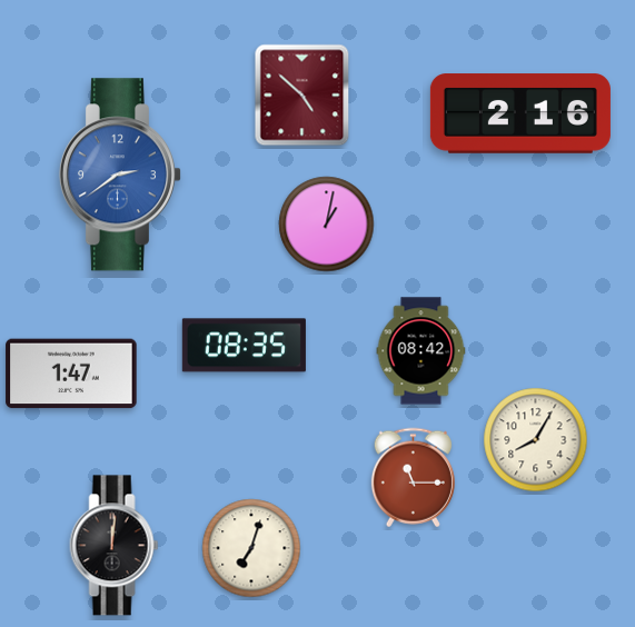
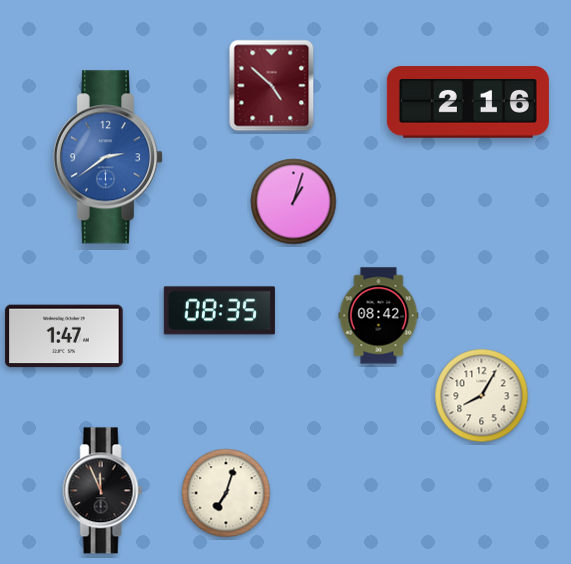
clock at (327, 225): 1:02 -> 1:03
clock at (413, 478): 11:15 -> none
clock at (115, 546): 12:01 -> 11:56
